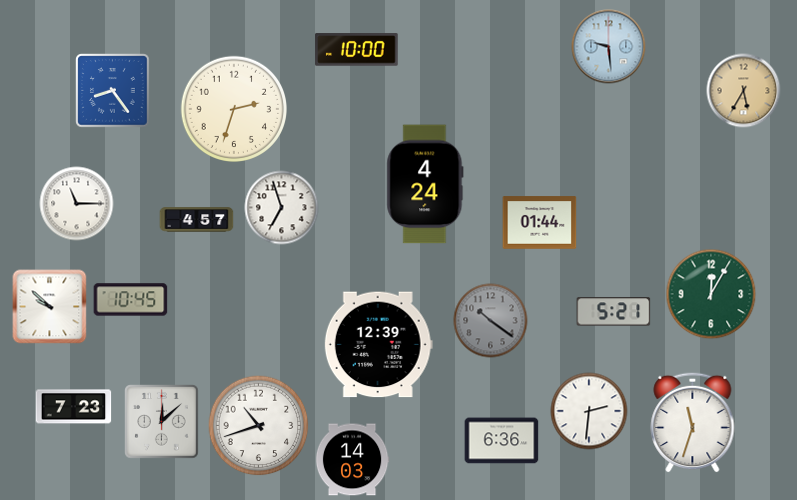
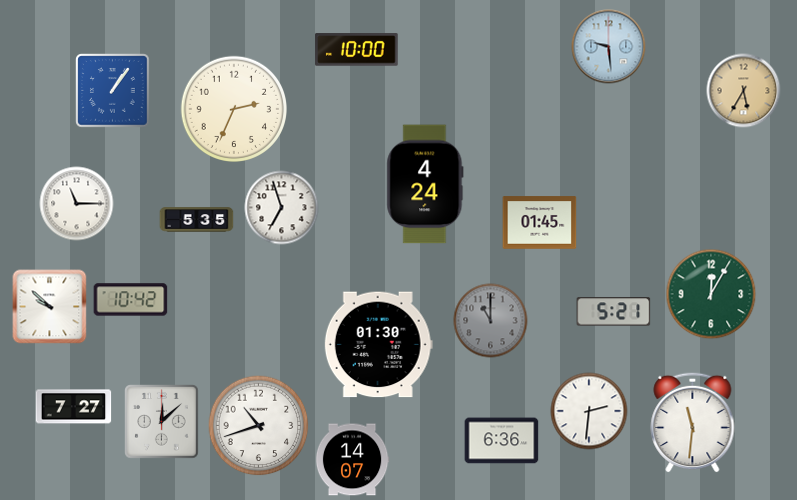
clock at (113, 91): 8:24 -> 1:06
clock at (233, 108): 2:33 -> 2:34
clock at (197, 220): 4:57 -> 5:35
clock at (540, 223): 01:44 -> 01:45
clock at (131, 300): 10:45 -> 10:42
clock at (491, 321): 10:21 -> 11:00
clock at (378, 345): 12:39 -> 01:30
clock at (74, 407): 7:23 -> 7:27
clock at (693, 422): 11:33 -> 11:31
clock at (352, 460): 14:03 -> 14:07
